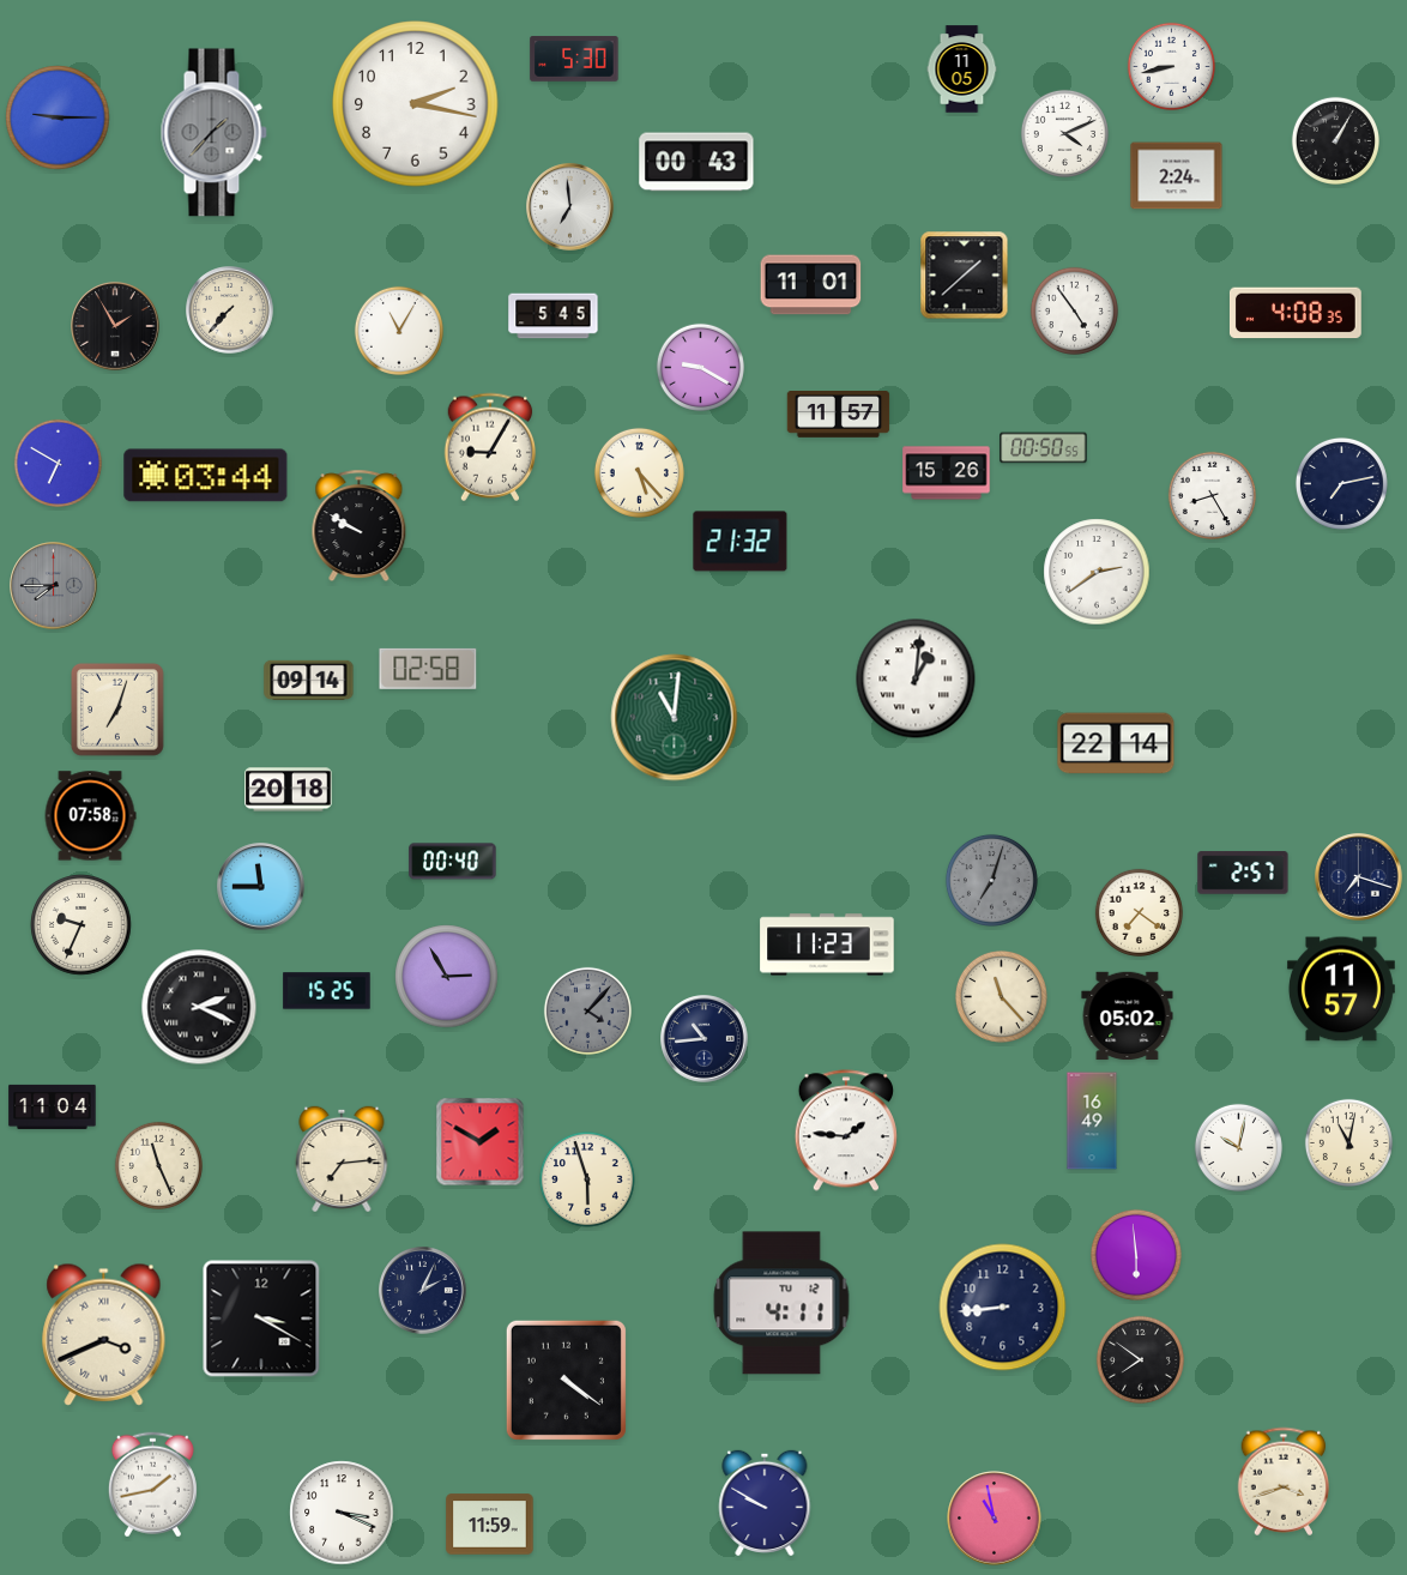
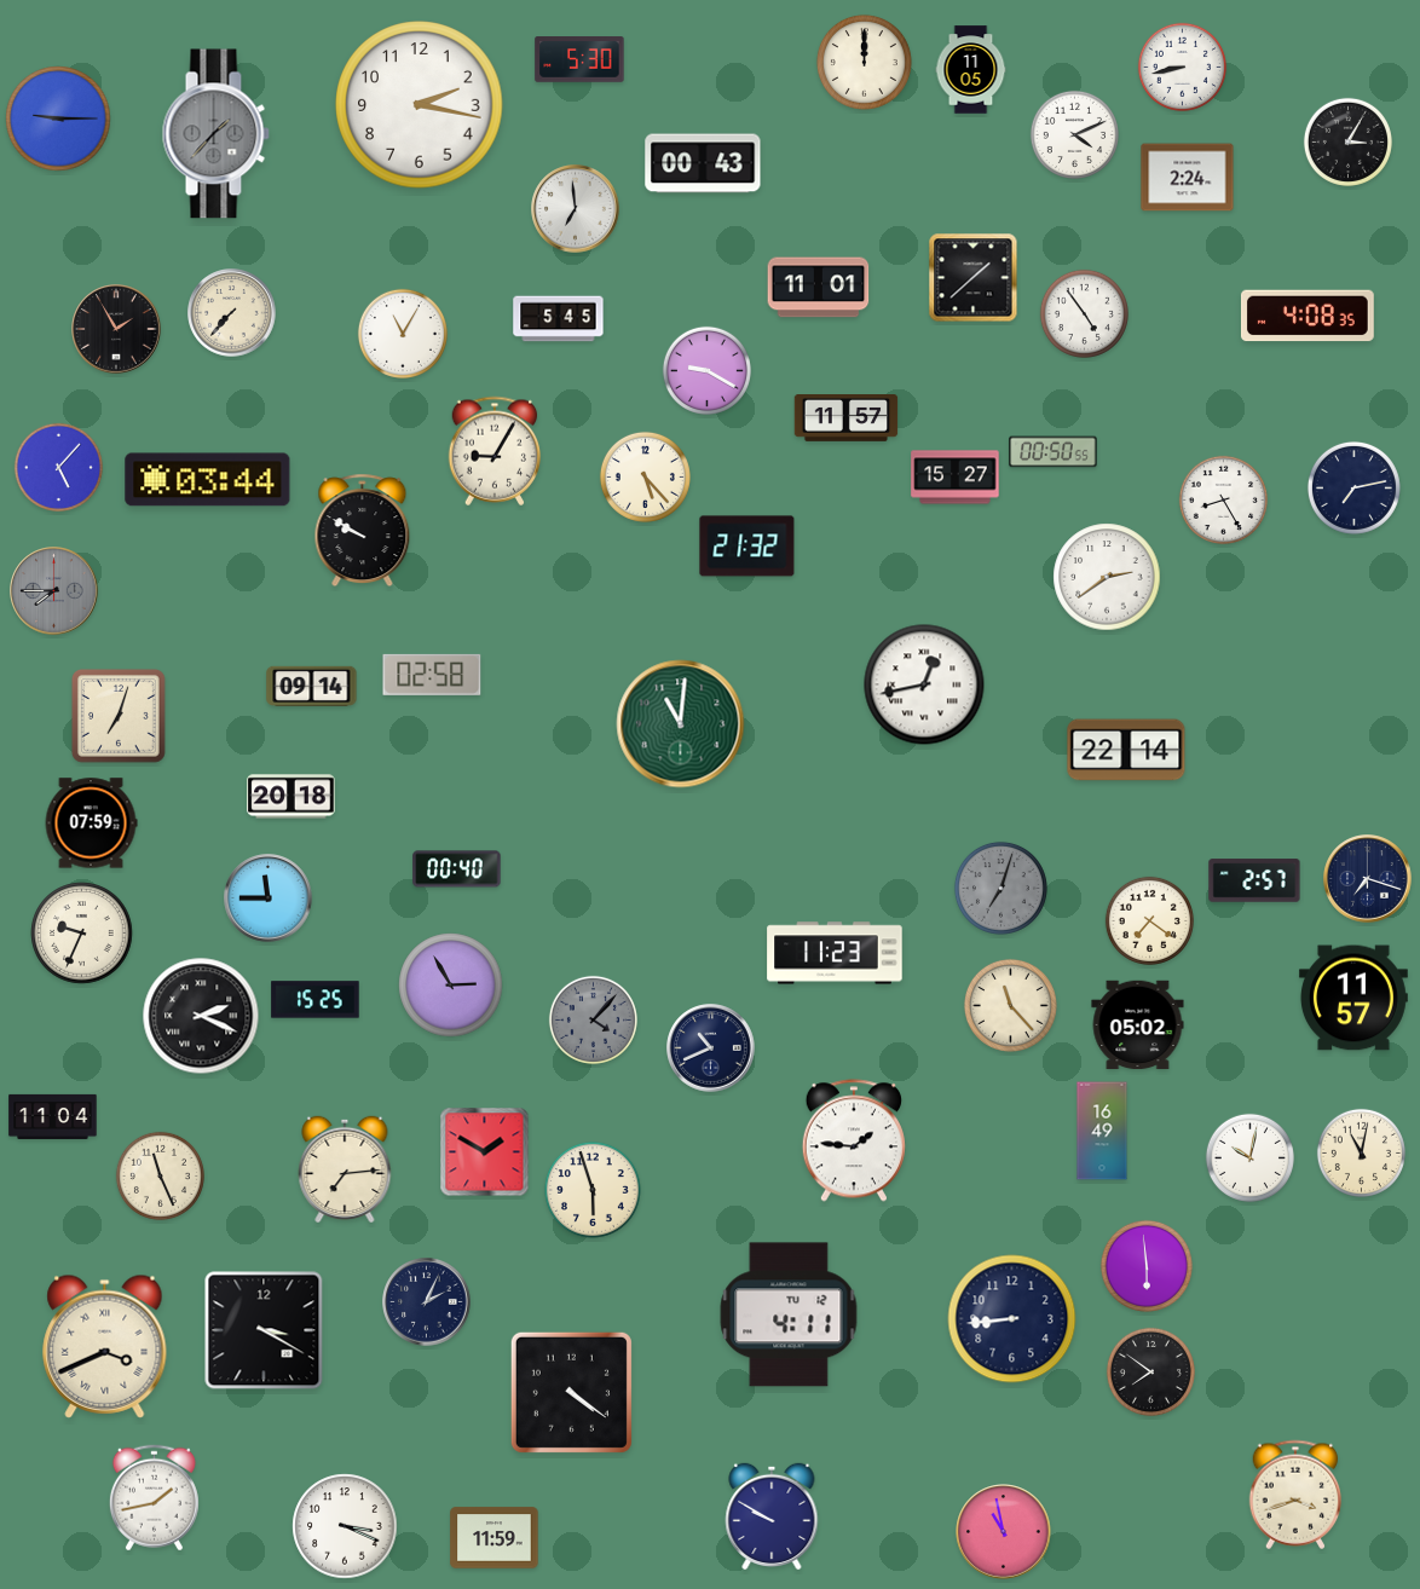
clock at (864, 62): none -> 12:00
clock at (1335, 140): 1:05 -> 3:05
clock at (58, 463): 6:50 -> 5:07
clock at (947, 473): 15:26 -> 15:27
clock at (916, 678): 1:01 -> 12:43
clock at (90, 816): 07:58 -> 07:59
clock at (1359, 877) position: (1359, 877) -> (1368, 879)
clock at (261, 887) position: (261, 887) -> (269, 898)
clock at (327, 991) position: (327, 991) -> (316, 1000)
clock at (705, 1039): 10:44 -> 10:41
